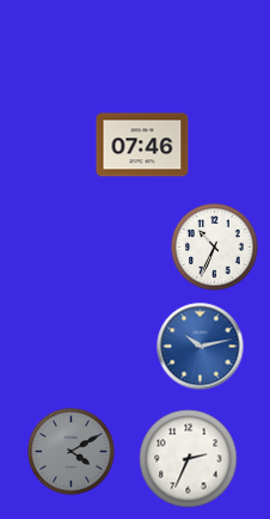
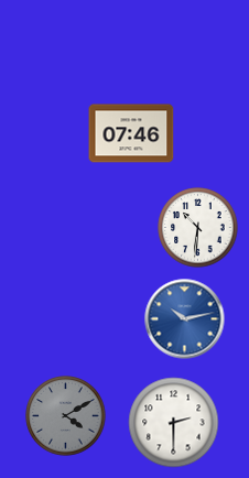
clock at (215, 248): 10:34 -> 10:31
clock at (189, 459): 2:34 -> 2:30
